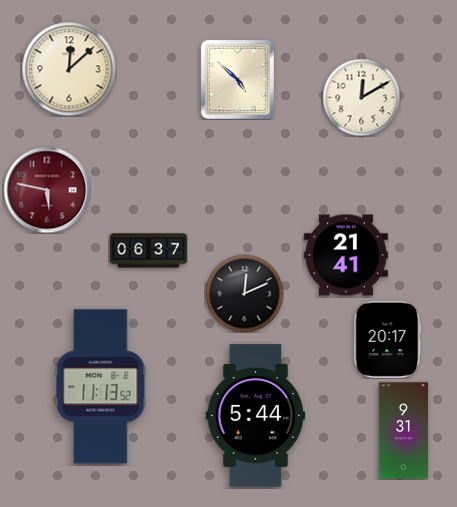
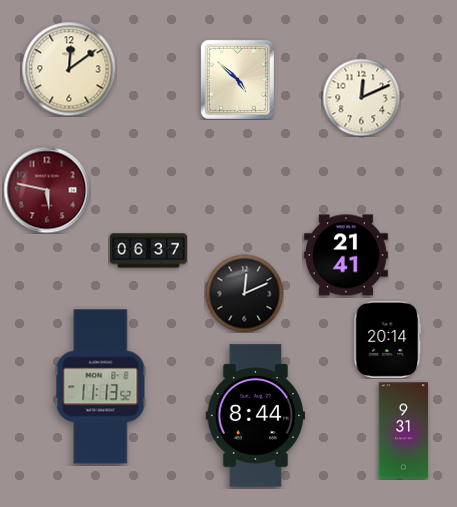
clock at (69, 69): 12:08 -> 12:09
clock at (361, 97): 12:10 -> 12:11
clock at (388, 339): 20:17 -> 20:14
clock at (256, 416): 5:44 -> 8:44
